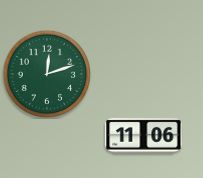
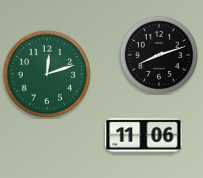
clock at (159, 55): none -> 8:12
